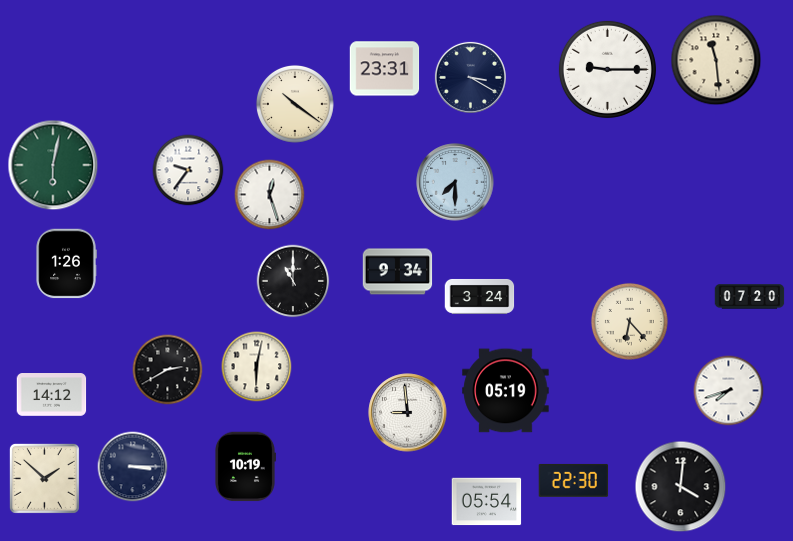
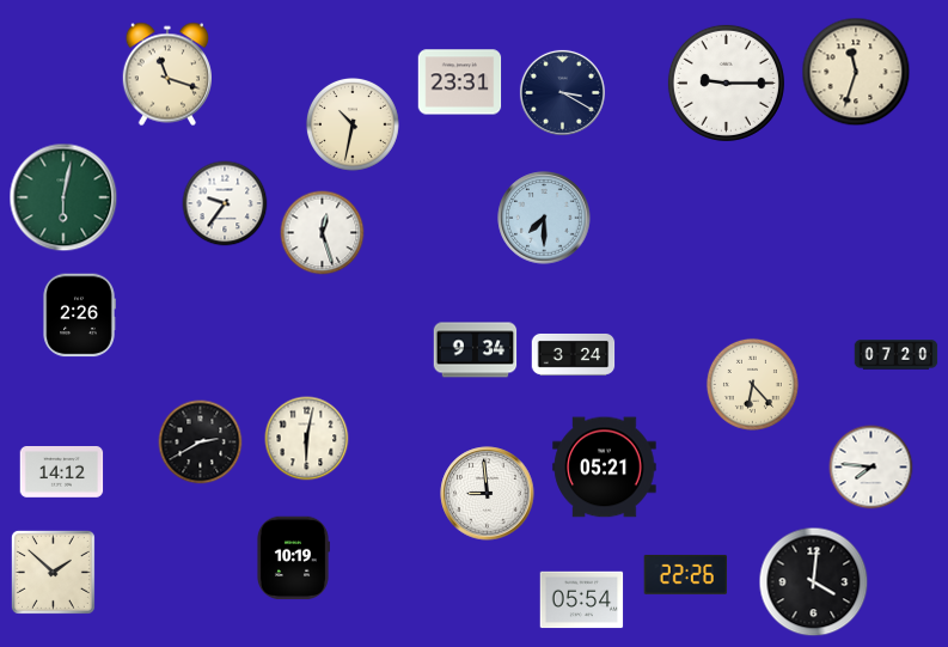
clock at (716, 60): 11:29 -> 11:33
clock at (166, 74): none -> 11:18
clock at (295, 104): 10:21 -> 10:32
clock at (66, 264): 1:26 -> 2:26
clock at (398, 272) position: (398, 272) -> (476, 350)
clock at (293, 281): 11:00 -> none
clock at (506, 391): 05:19 -> 05:21
clock at (729, 391): 7:42 -> 7:46
clock at (133, 467): 3:15 -> none
clock at (574, 480): 22:30 -> 22:26
